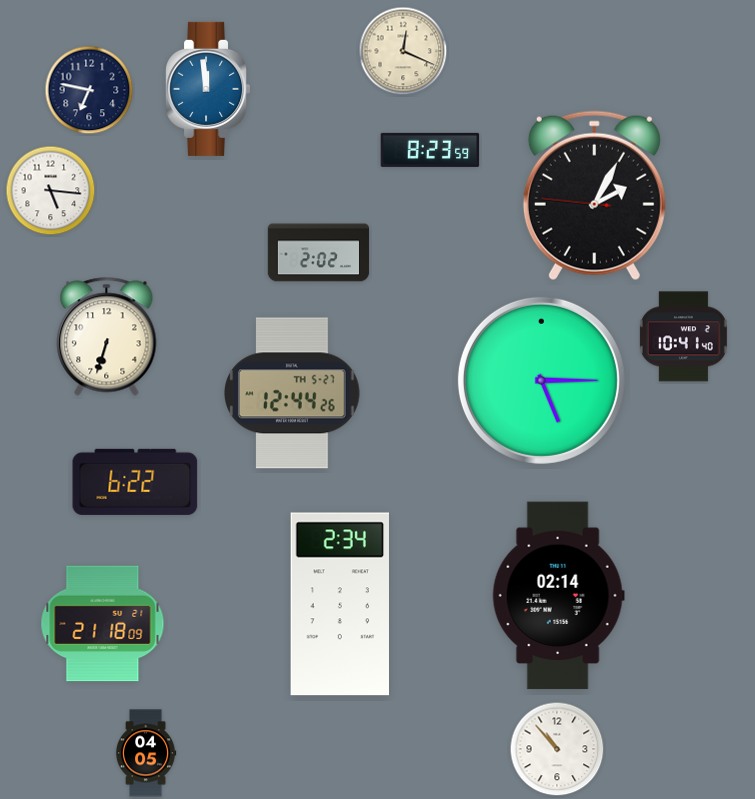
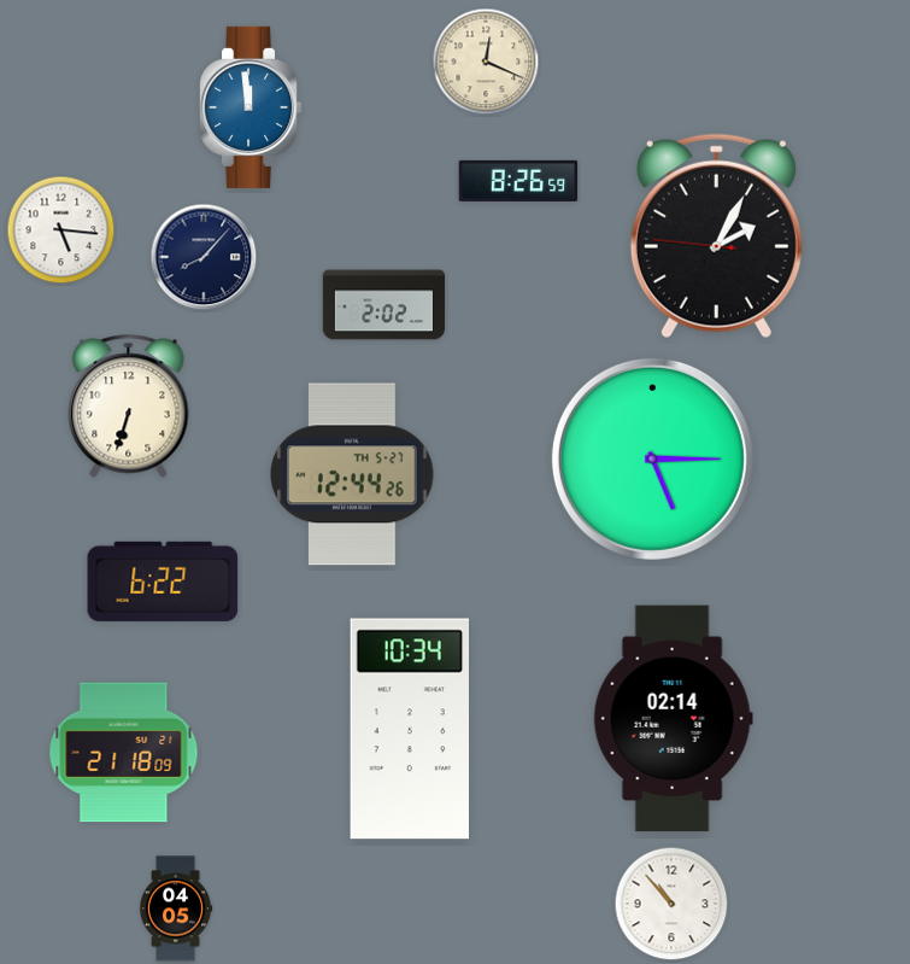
clock at (89, 90): 6:47 -> none
clock at (430, 150): 8:23 -> 8:26
clock at (204, 257): none -> 8:07
clock at (683, 337): 10:41 -> none
clock at (339, 604): 2:34 -> 10:34
